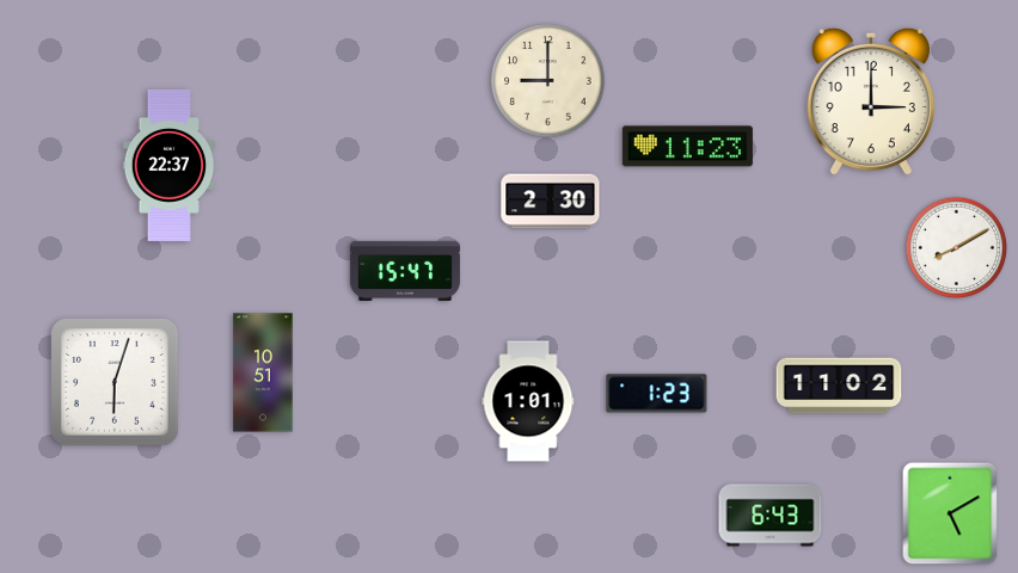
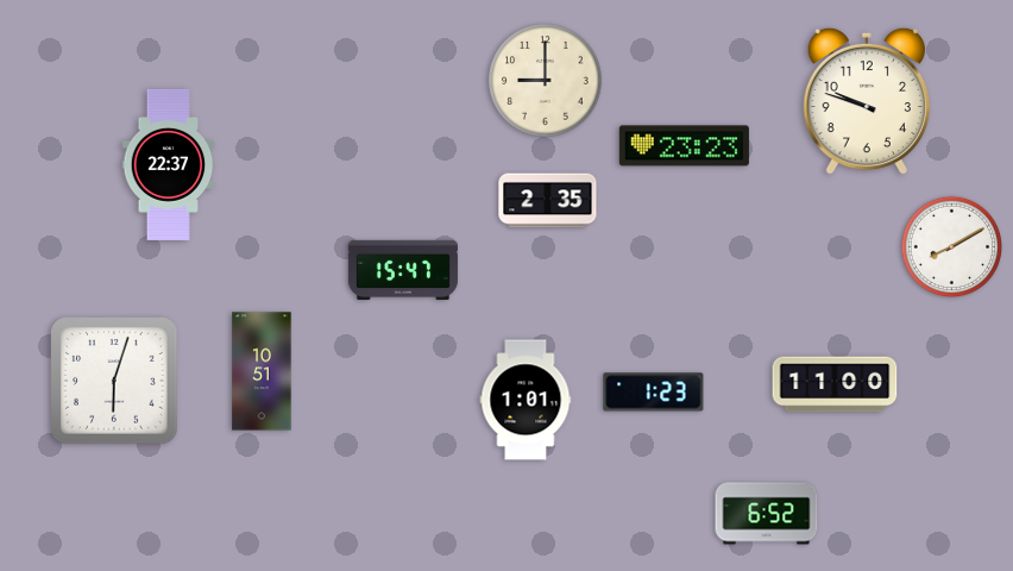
clock at (871, 101): 3:00 -> 9:48
clock at (687, 147): 11:23 -> 23:23
clock at (551, 202): 2:30 -> 2:35
clock at (839, 386): 11:02 -> 11:00
clock at (950, 513): 5:10 -> none
clock at (771, 516): 6:43 -> 6:52
